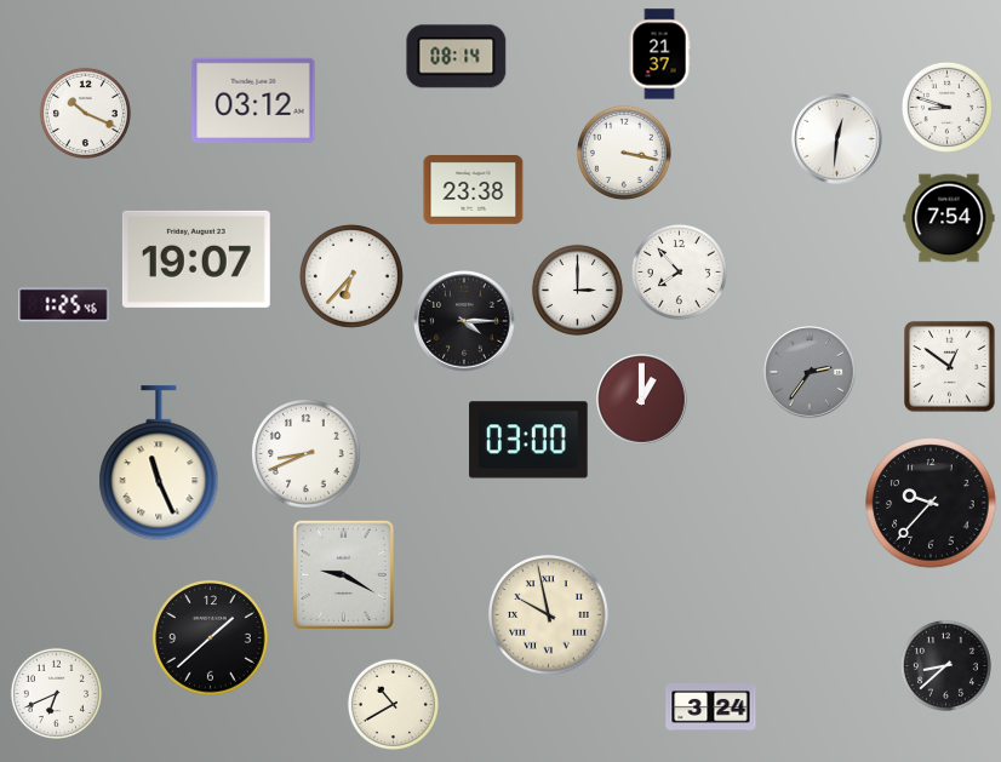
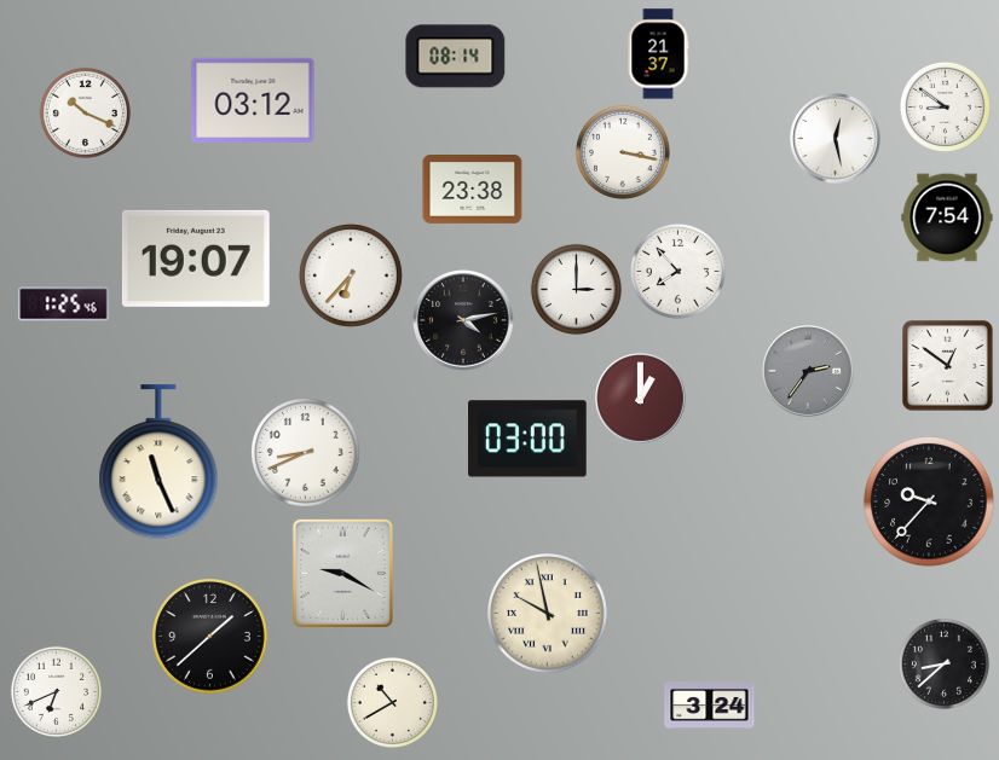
clock at (946, 107): 8:48 -> 8:51
clock at (837, 139): 12:31 -> 12:28
clock at (465, 322): 4:15 -> 4:13
